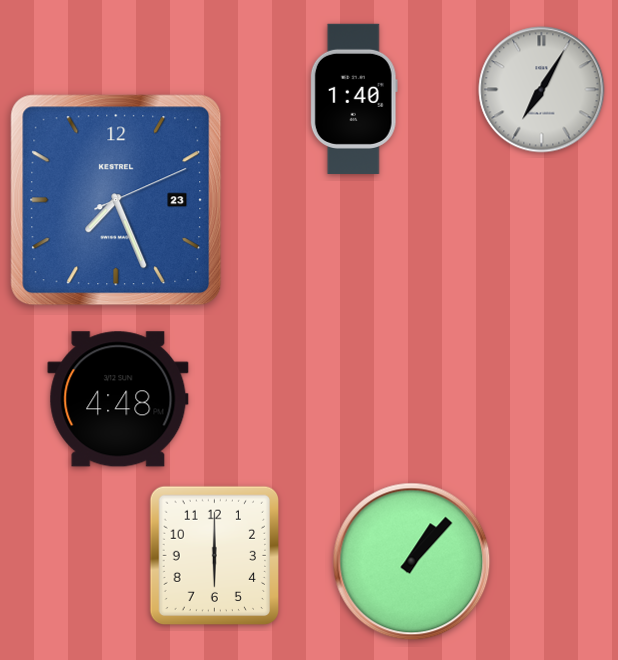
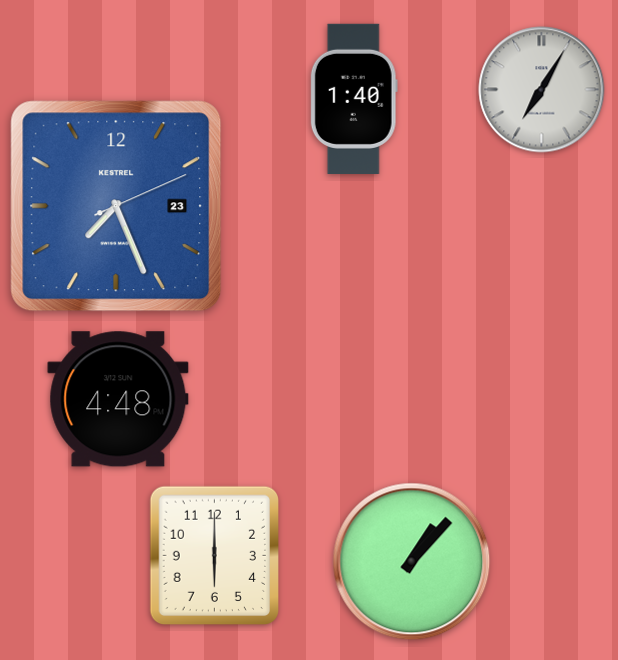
clock at (116, 200) position: (116, 200) -> (116, 206)
